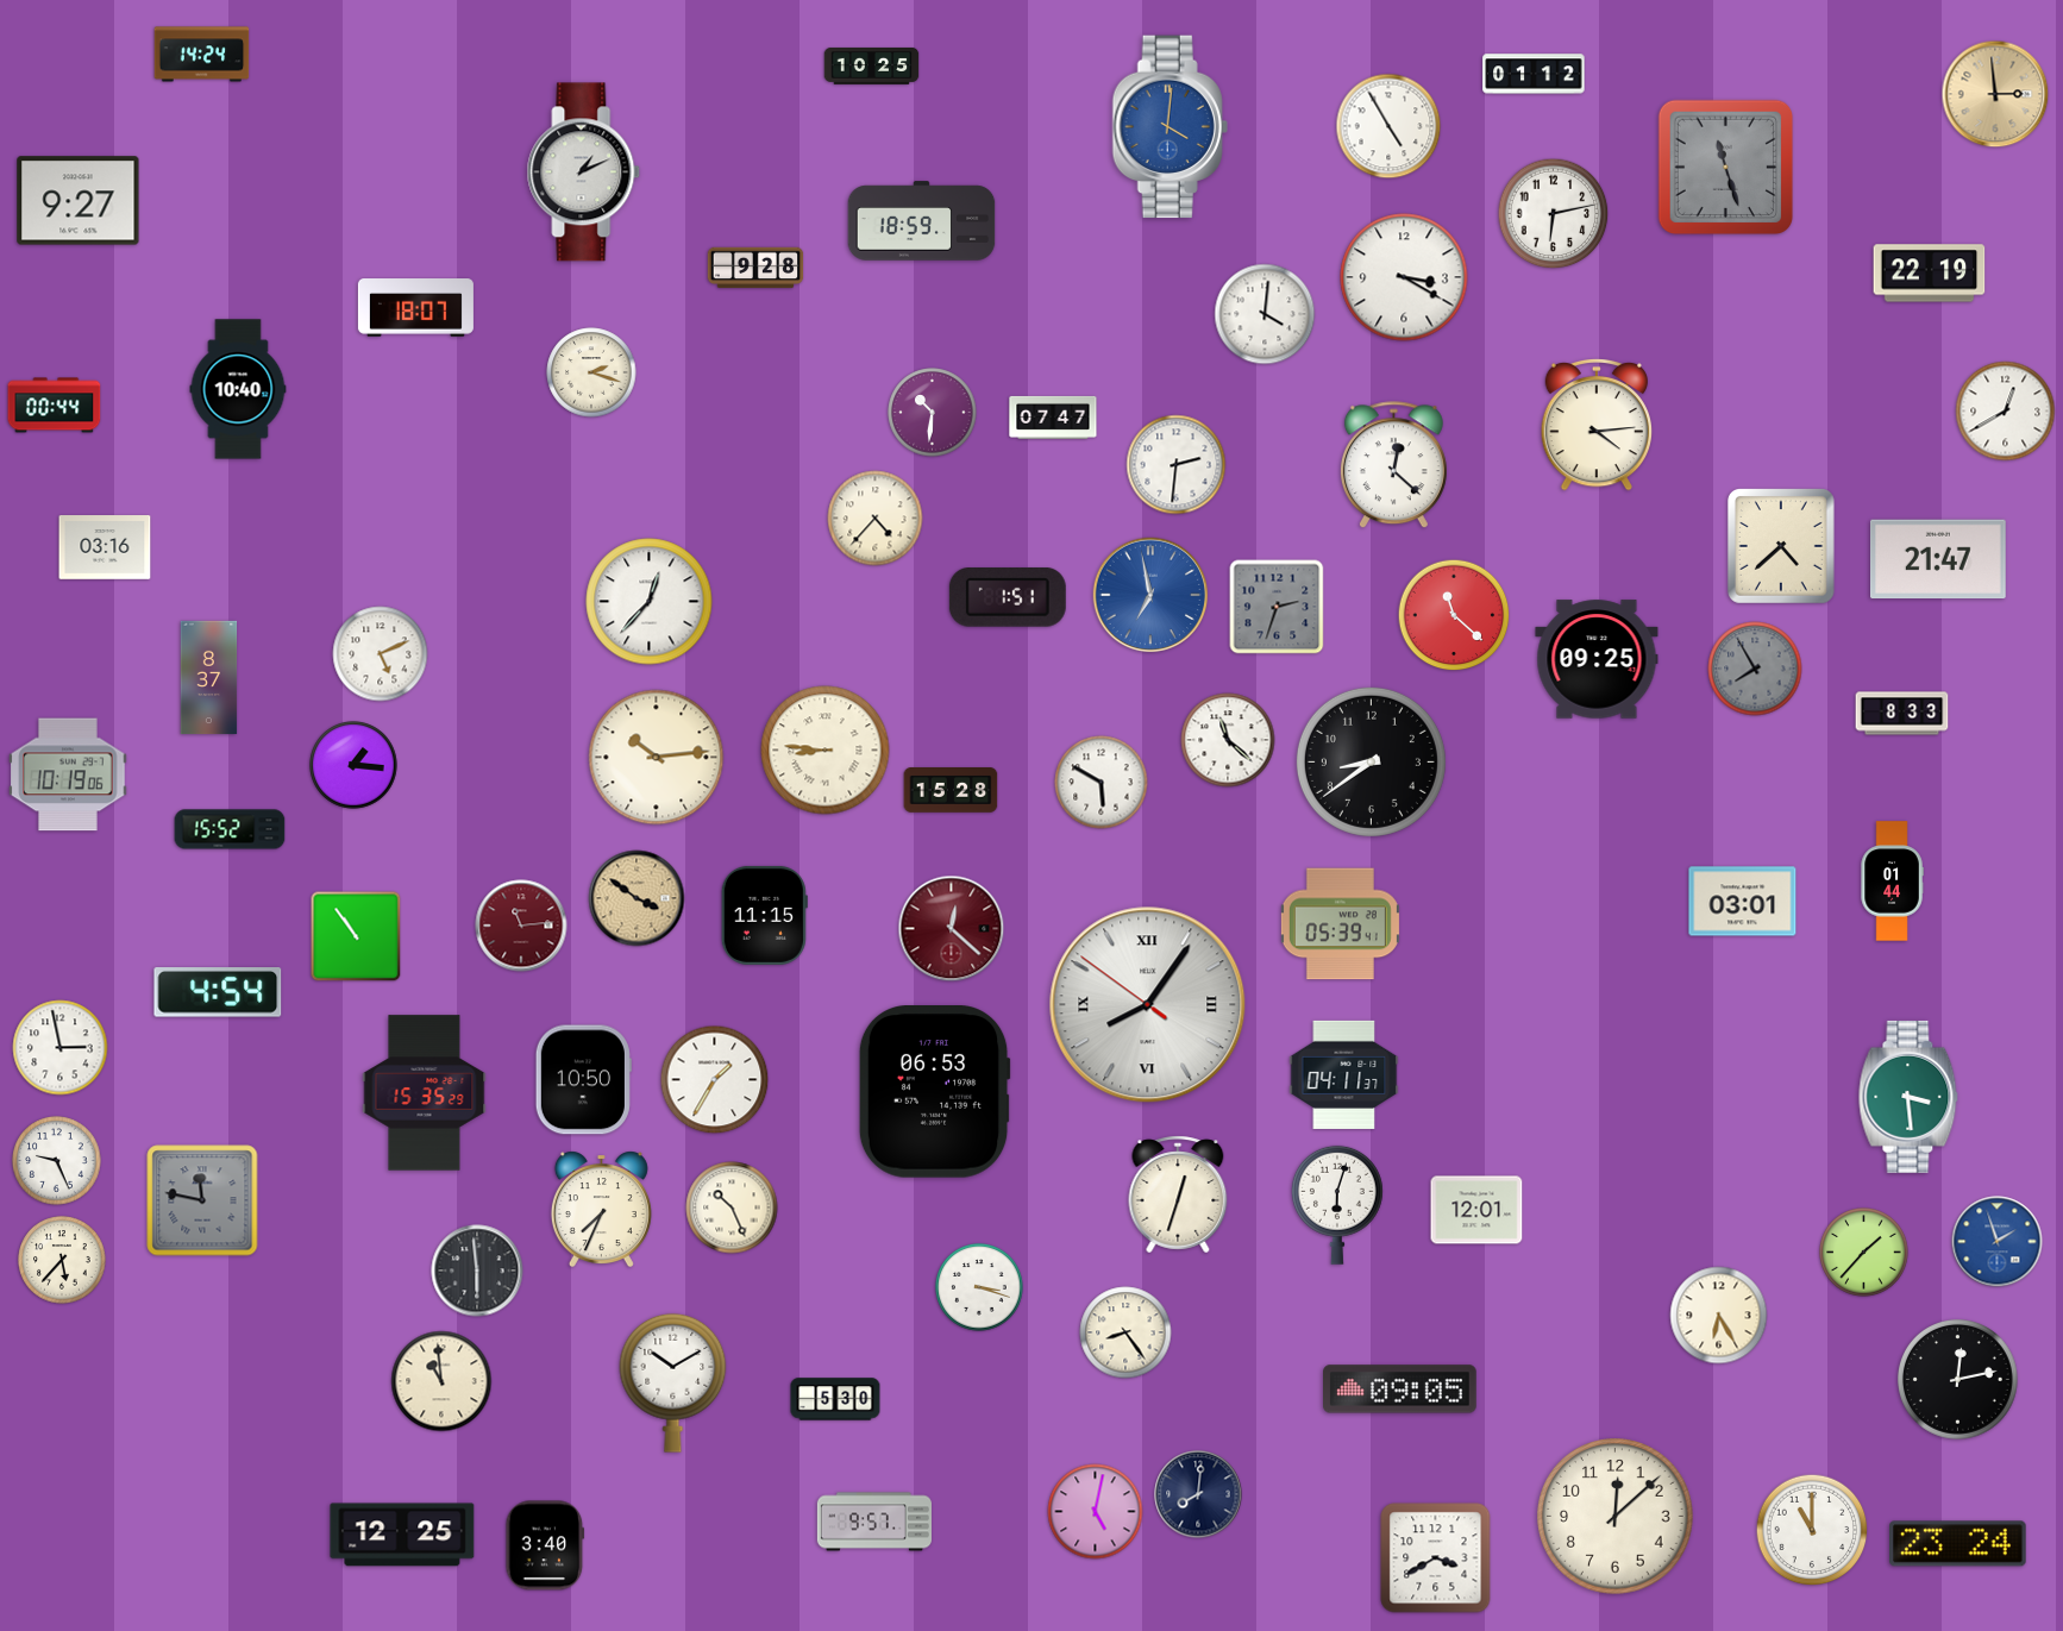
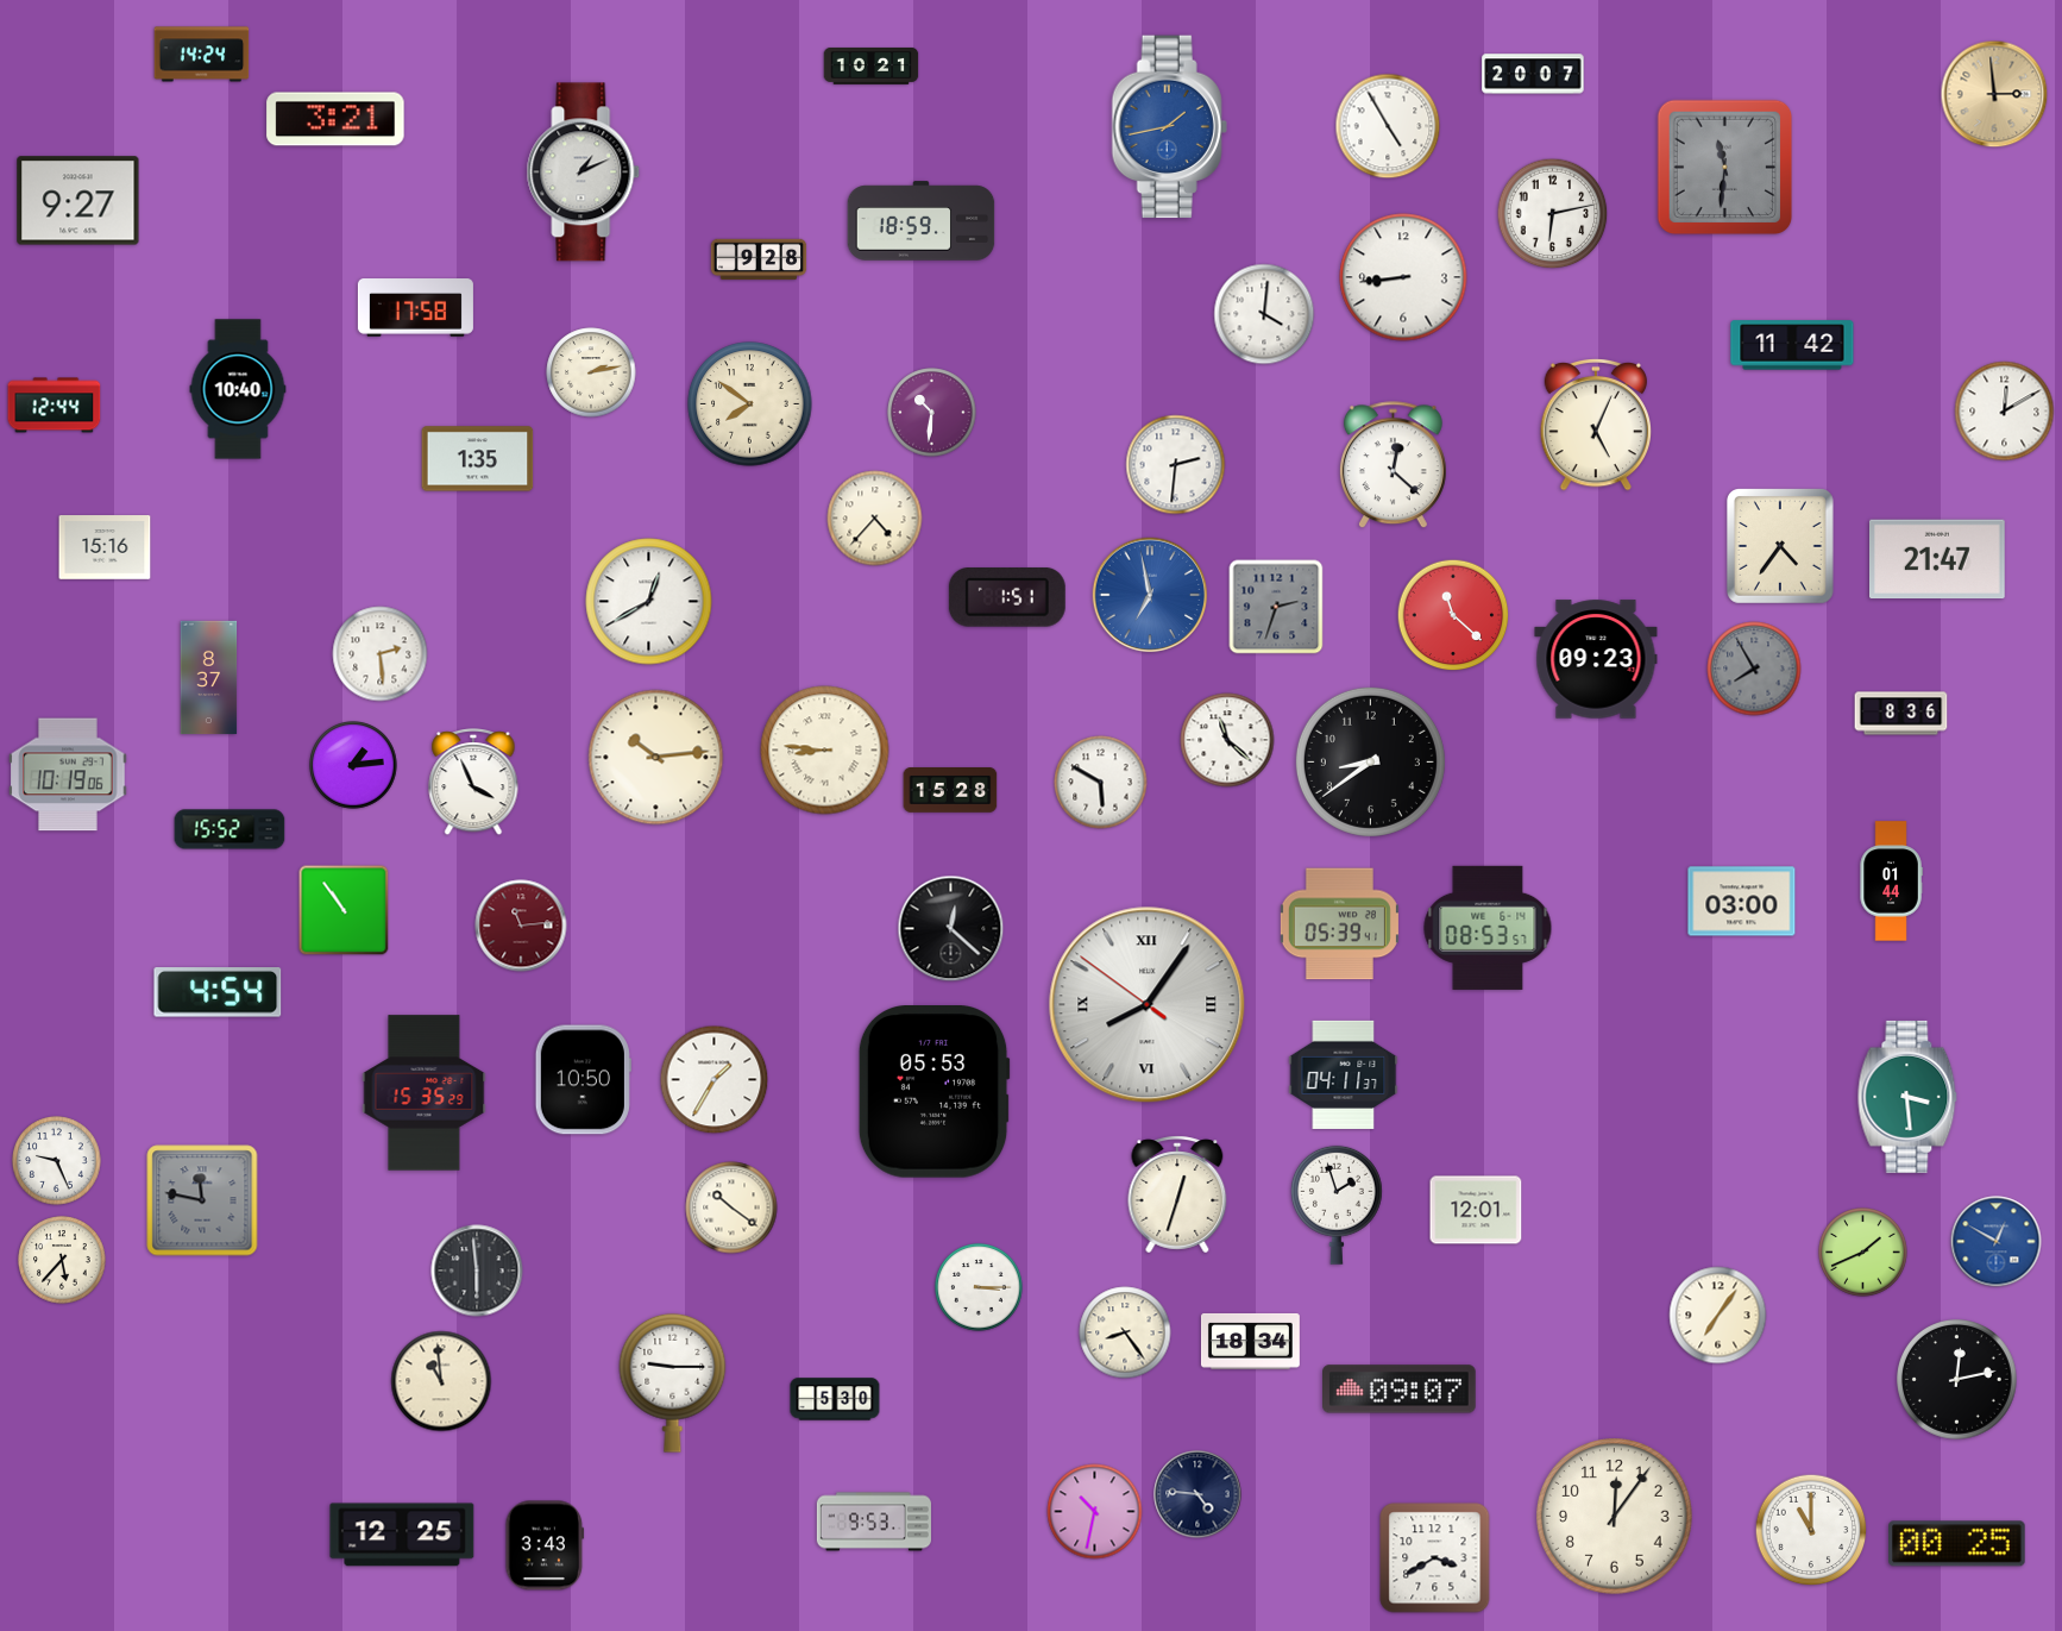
clock at (872, 65): 10:25 -> 10:21
clock at (1534, 74): 01:12 -> 20:07
clock at (335, 119): none -> 3:21
clock at (1170, 127): 4:01 -> 1:43
clock at (1726, 168): 11:27 -> 11:31
clock at (755, 268) position: (755, 268) -> (759, 259)
clock at (1930, 274): 22:19 -> none
clock at (1404, 277): 3:20 -> 8:44
clock at (415, 308): 18:07 -> 17:58
clock at (1792, 345): none -> 11:42
clock at (591, 372): 2:18 -> 2:13
clock at (750, 404): none -> 7:51
clock at (55, 406): 00:44 -> 12:44
clock at (2006, 412): 12:40 -> 12:10
clock at (1053, 418): 07:47 -> none
clock at (1595, 425): 4:14 -> 5:04
clock at (478, 459): none -> 1:35
clock at (105, 547): 03:16 -> 15:16
clock at (1782, 547): 4:38 -> 4:36
clock at (650, 602): 12:37 -> 12:40
clock at (381, 654): 5:11 -> 2:29
clock at (1597, 659): 09:25 -> 09:23
clock at (1902, 714): 8:33 -> 8:36
clock at (353, 765): 1:16 -> 1:14
clock at (473, 783): none -> 3:56
clock at (637, 898): 3:51 -> none
clock at (1743, 902): 03:01 -> 03:00
clock at (764, 915): 11:15 -> none
clock at (1488, 928): none -> 08:53
clock at (952, 929) dial: burgundy -> black
clock at (356, 936) position: (356, 936) -> (344, 910)
clock at (61, 1048): 2:58 -> none
clock at (934, 1092): 06:53 -> 05:53
clock at (1337, 1205): 6:03 -> 1:57
clock at (732, 1207): 10:26 -> 10:21
clock at (601, 1210): 7:34 -> none
clock at (1998, 1242): 1:57 -> 12:50
clock at (1864, 1253): 1:37 -> 1:41
clock at (979, 1287): 3:18 -> 3:15
clock at (1719, 1316): 6:25 -> 7:06
clock at (1250, 1341): none -> 18:34
clock at (673, 1382): 10:10 -> 9:15
clock at (1400, 1390): 09:05 -> 09:07
clock at (1198, 1494): 8:01 -> 4:46
clock at (1096, 1512): 5:02 -> 10:32
clock at (1616, 1517): 12:08 -> 12:06
clock at (874, 1522): 9:57 -> 9:53
clock at (1958, 1544): 23:24 -> 00:25
clock at (545, 1545): 3:40 -> 3:43
